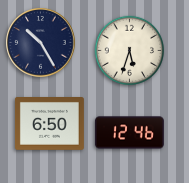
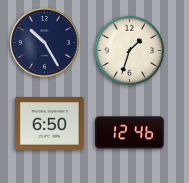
clock at (41, 43) position: (41, 43) -> (45, 43)
clock at (130, 51): 5:33 -> 1:33
